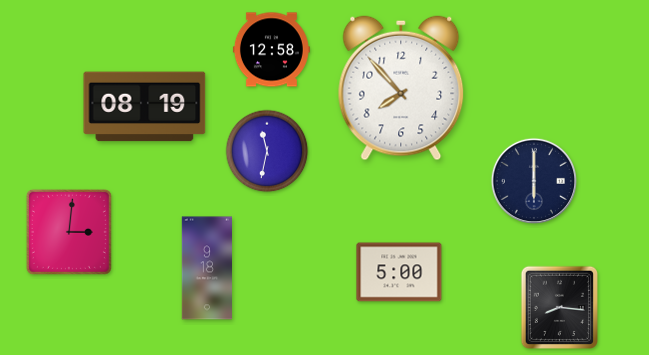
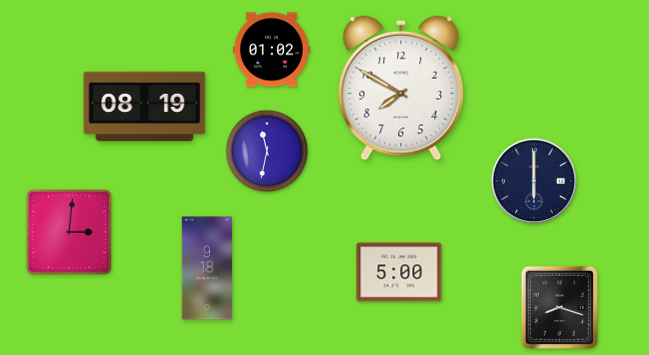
clock at (271, 50): 12:58 -> 01:02
clock at (401, 88): 7:53 -> 7:50
clock at (559, 308): 8:16 -> 8:18
